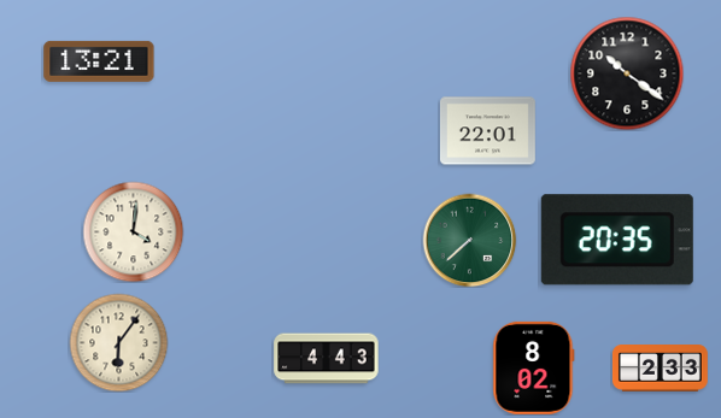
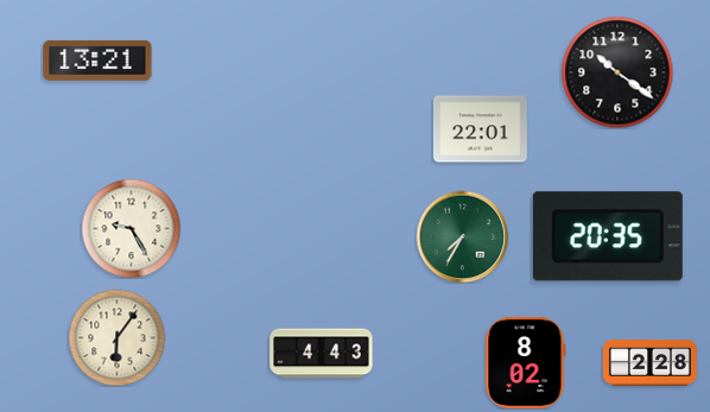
clock at (133, 231): 4:01 -> 9:25
clock at (469, 240): 7:38 -> 7:35
clock at (660, 369): 2:33 -> 2:28
